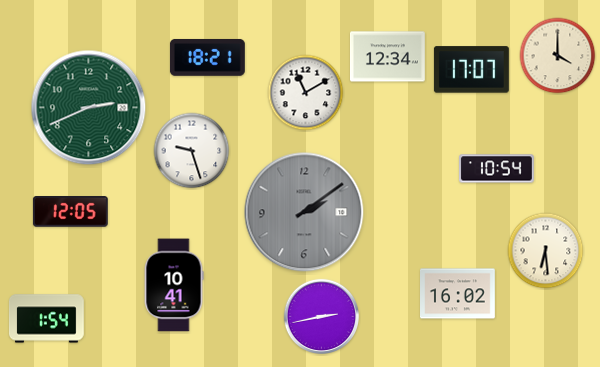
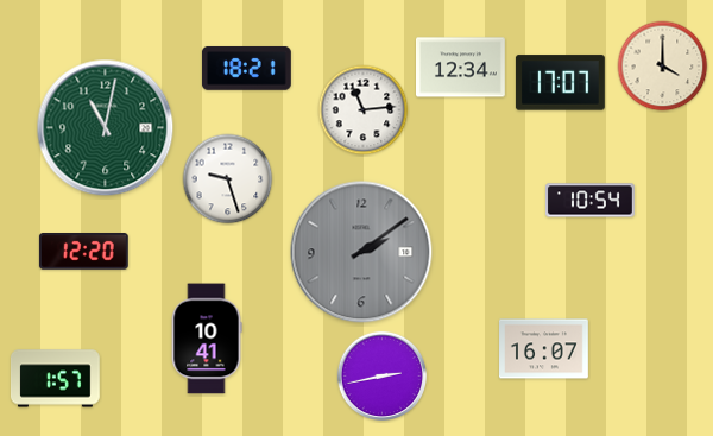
clock at (306, 93): 11:10 -> 11:14
clock at (89, 108): 2:41 -> 11:02
clock at (70, 212): 12:05 -> 12:20
clock at (546, 251): 6:29 -> none
clock at (458, 294): 16:02 -> 16:07
clock at (46, 319): 1:54 -> 1:57
